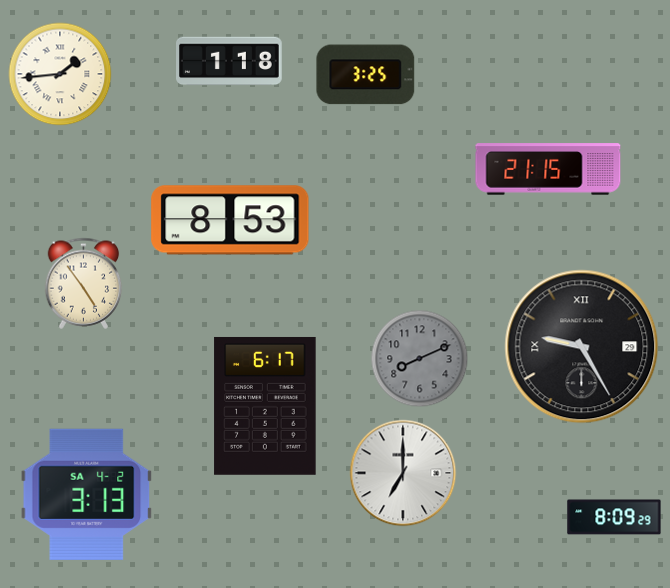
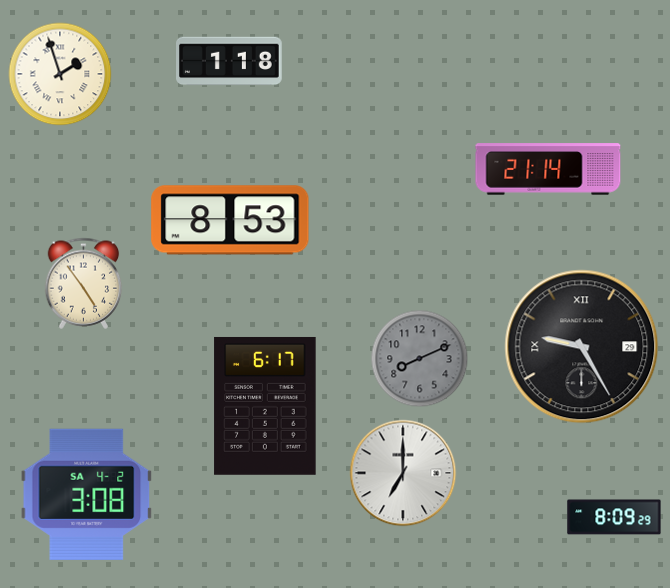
clock at (60, 74): 1:44 -> 1:57
clock at (366, 75): 3:25 -> none
clock at (548, 169): 21:15 -> 21:14
clock at (87, 494): 3:13 -> 3:08
